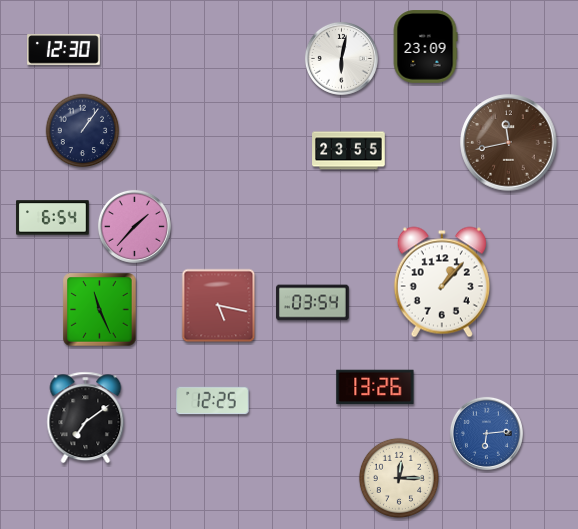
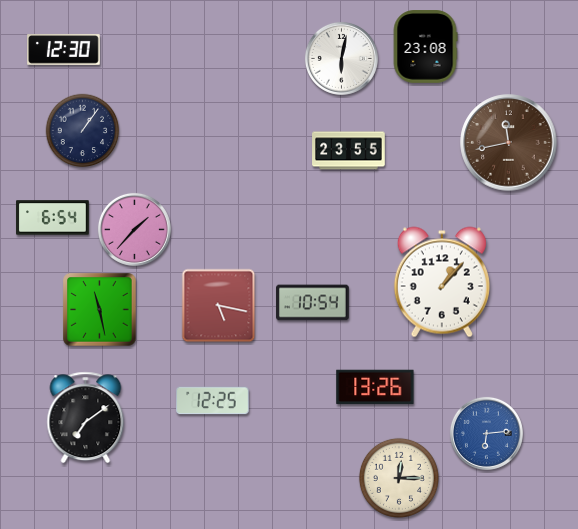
clock at (425, 47): 23:09 -> 23:08
clock at (134, 226) position: (134, 226) -> (134, 229)
clock at (313, 303): 03:54 -> 10:54
clock at (100, 310): 11:26 -> 11:28
